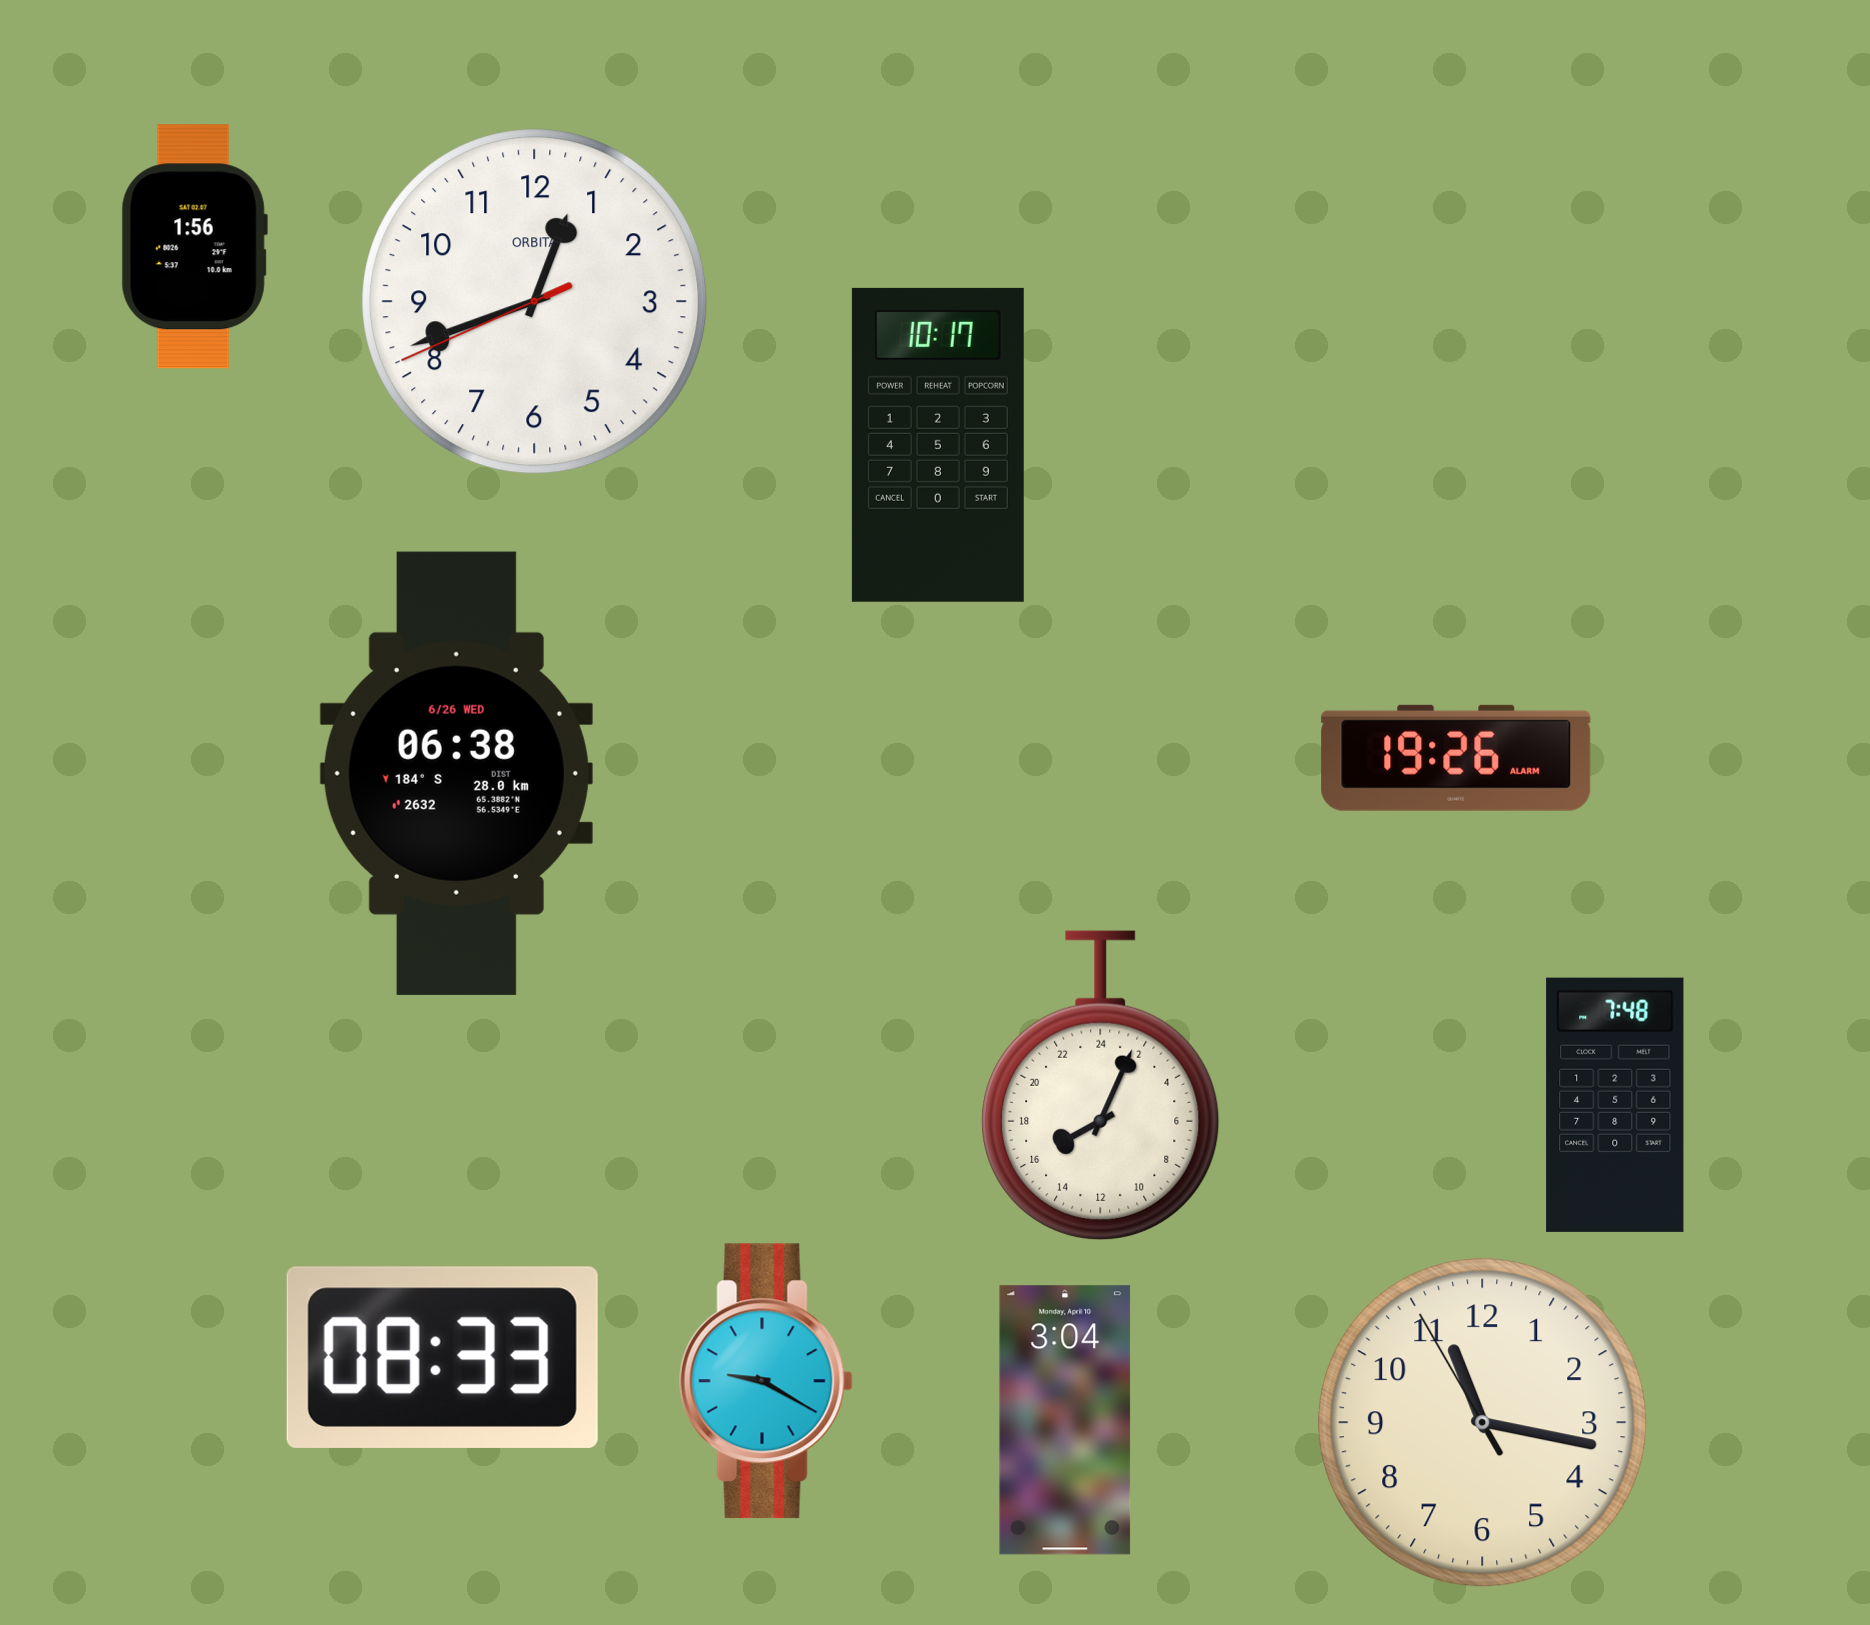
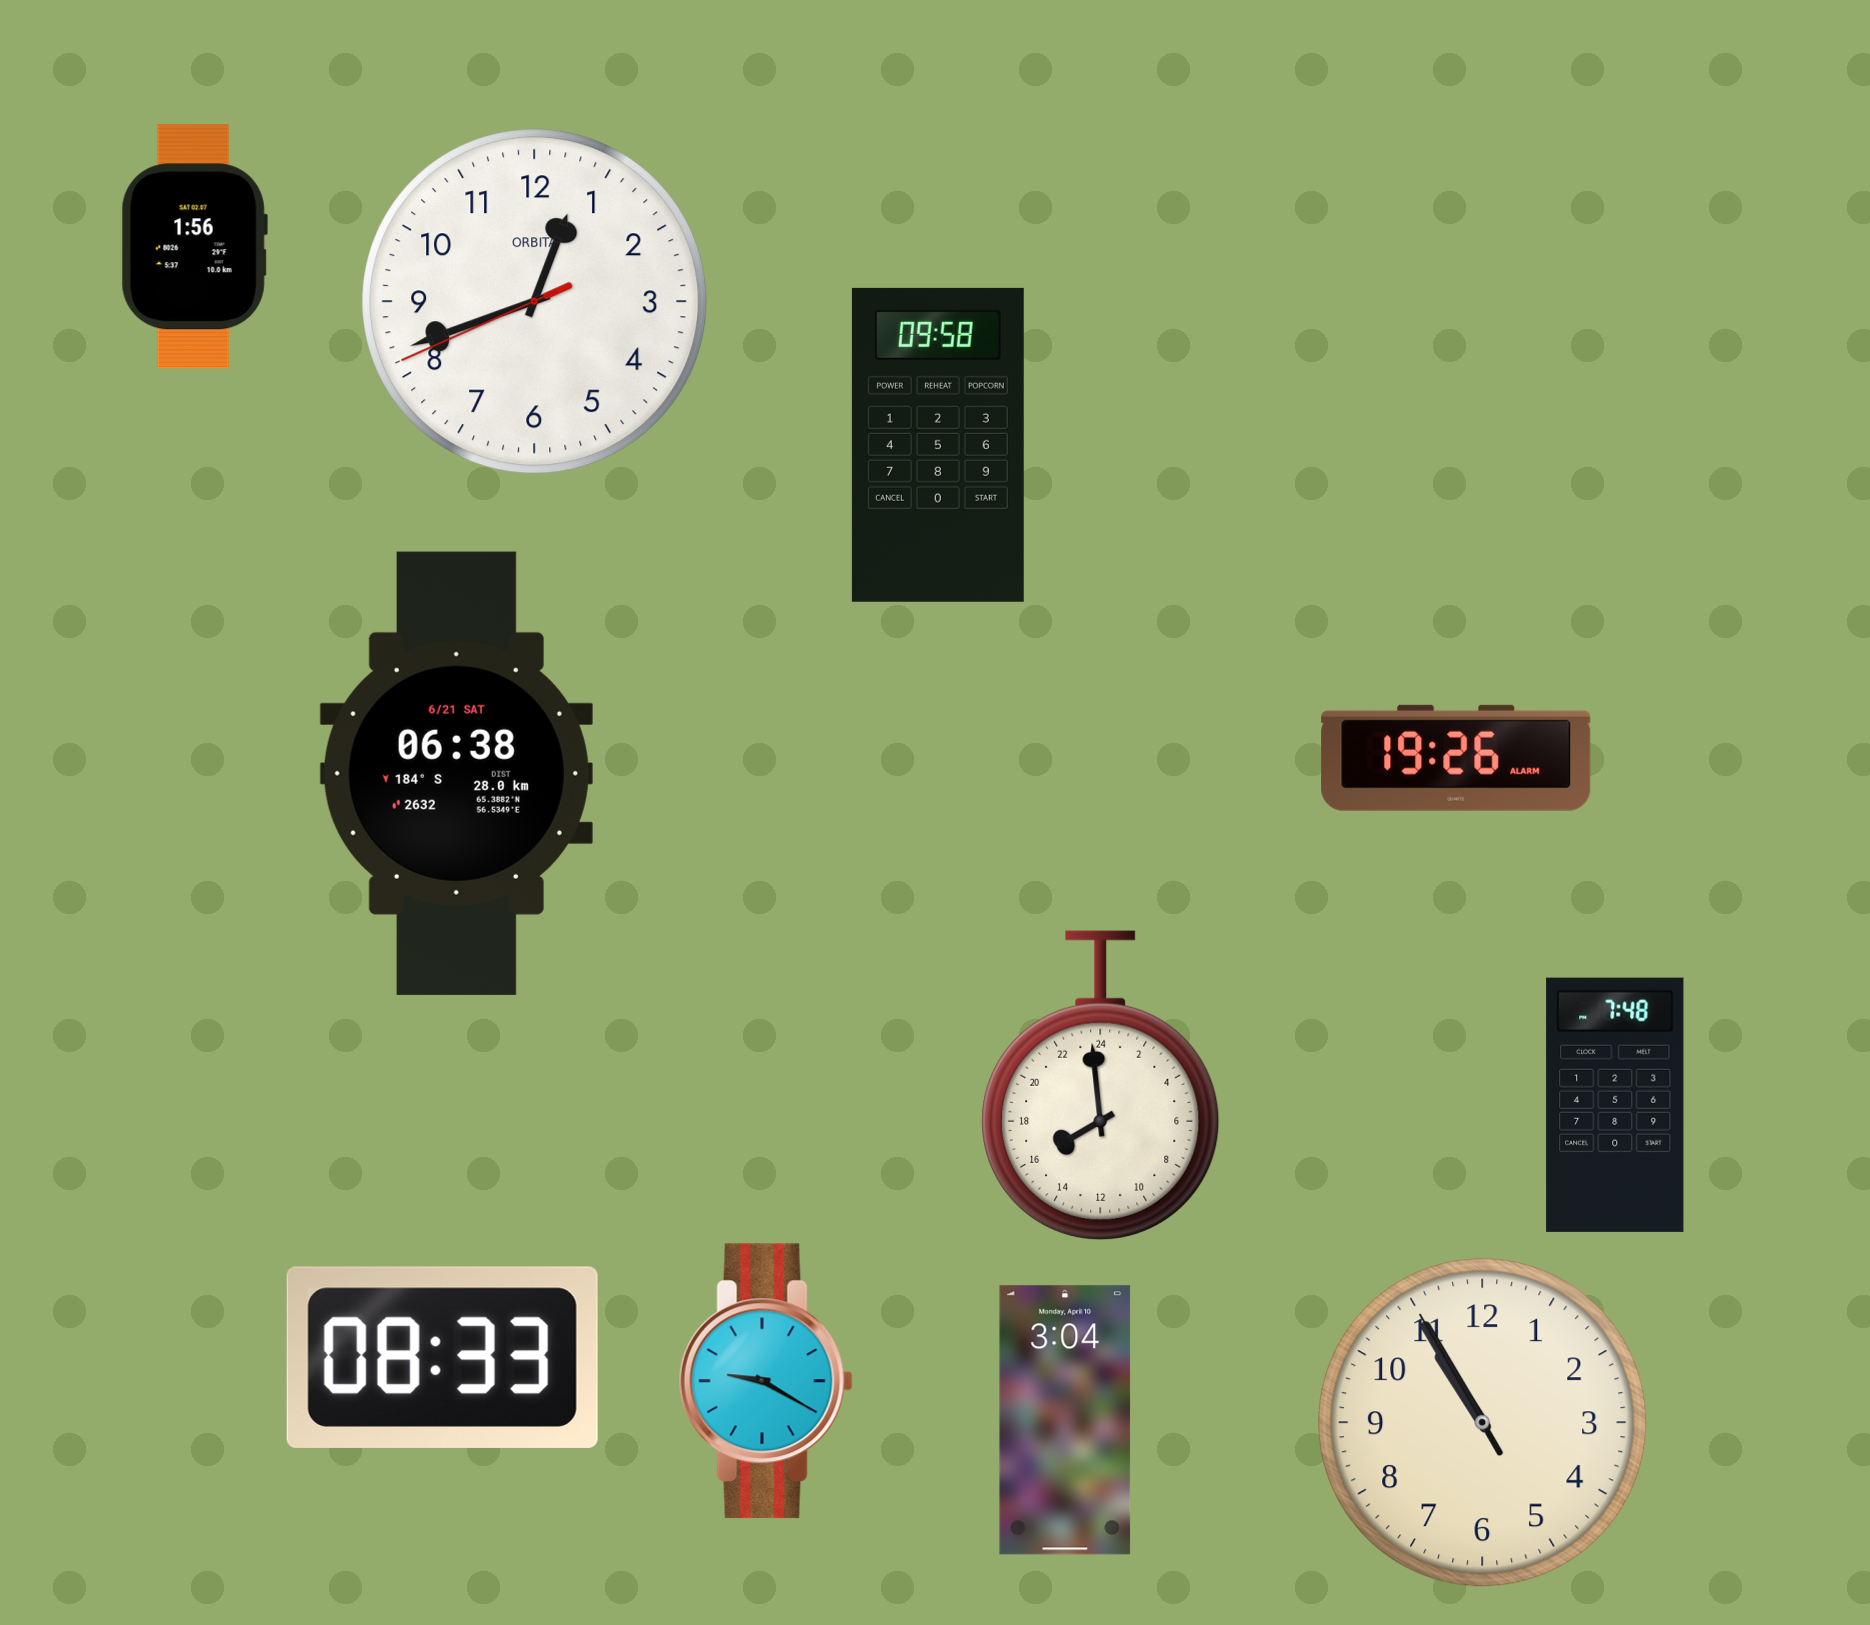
clock at (938, 445): 10:17 -> 09:58
clock at (456, 773) date: 6/26 WED -> 6/21 SAT
clock at (1101, 1085): 16:04 -> 15:59
clock at (1483, 1423): 11:16 -> 10:54
